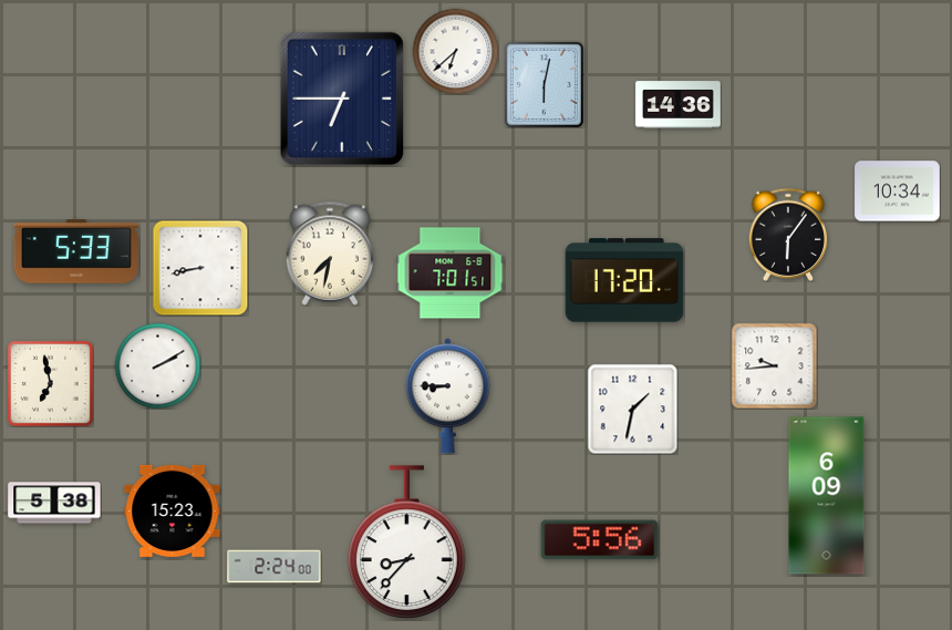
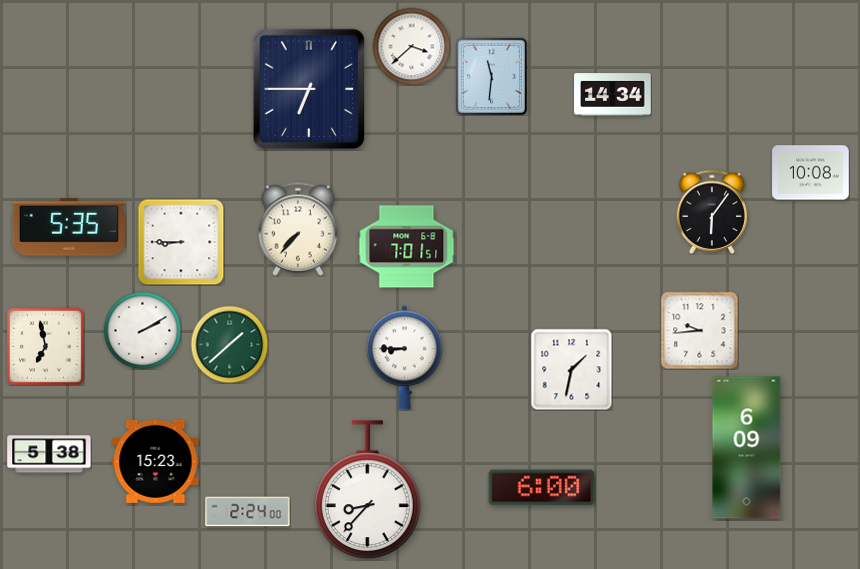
clock at (455, 51): 6:38 -> 3:38
clock at (544, 84): 6:02 -> 11:31
clock at (679, 105): 14:36 -> 14:34
clock at (898, 192): 10:34 -> 10:08
clock at (76, 251): 5:33 -> 5:35
clock at (330, 254): 7:32 -> 7:37
clock at (200, 268): 8:43 -> 8:45
clock at (624, 280): 17:20 -> none
clock at (229, 344): none -> 1:38
clock at (600, 540): 5:56 -> 6:00
